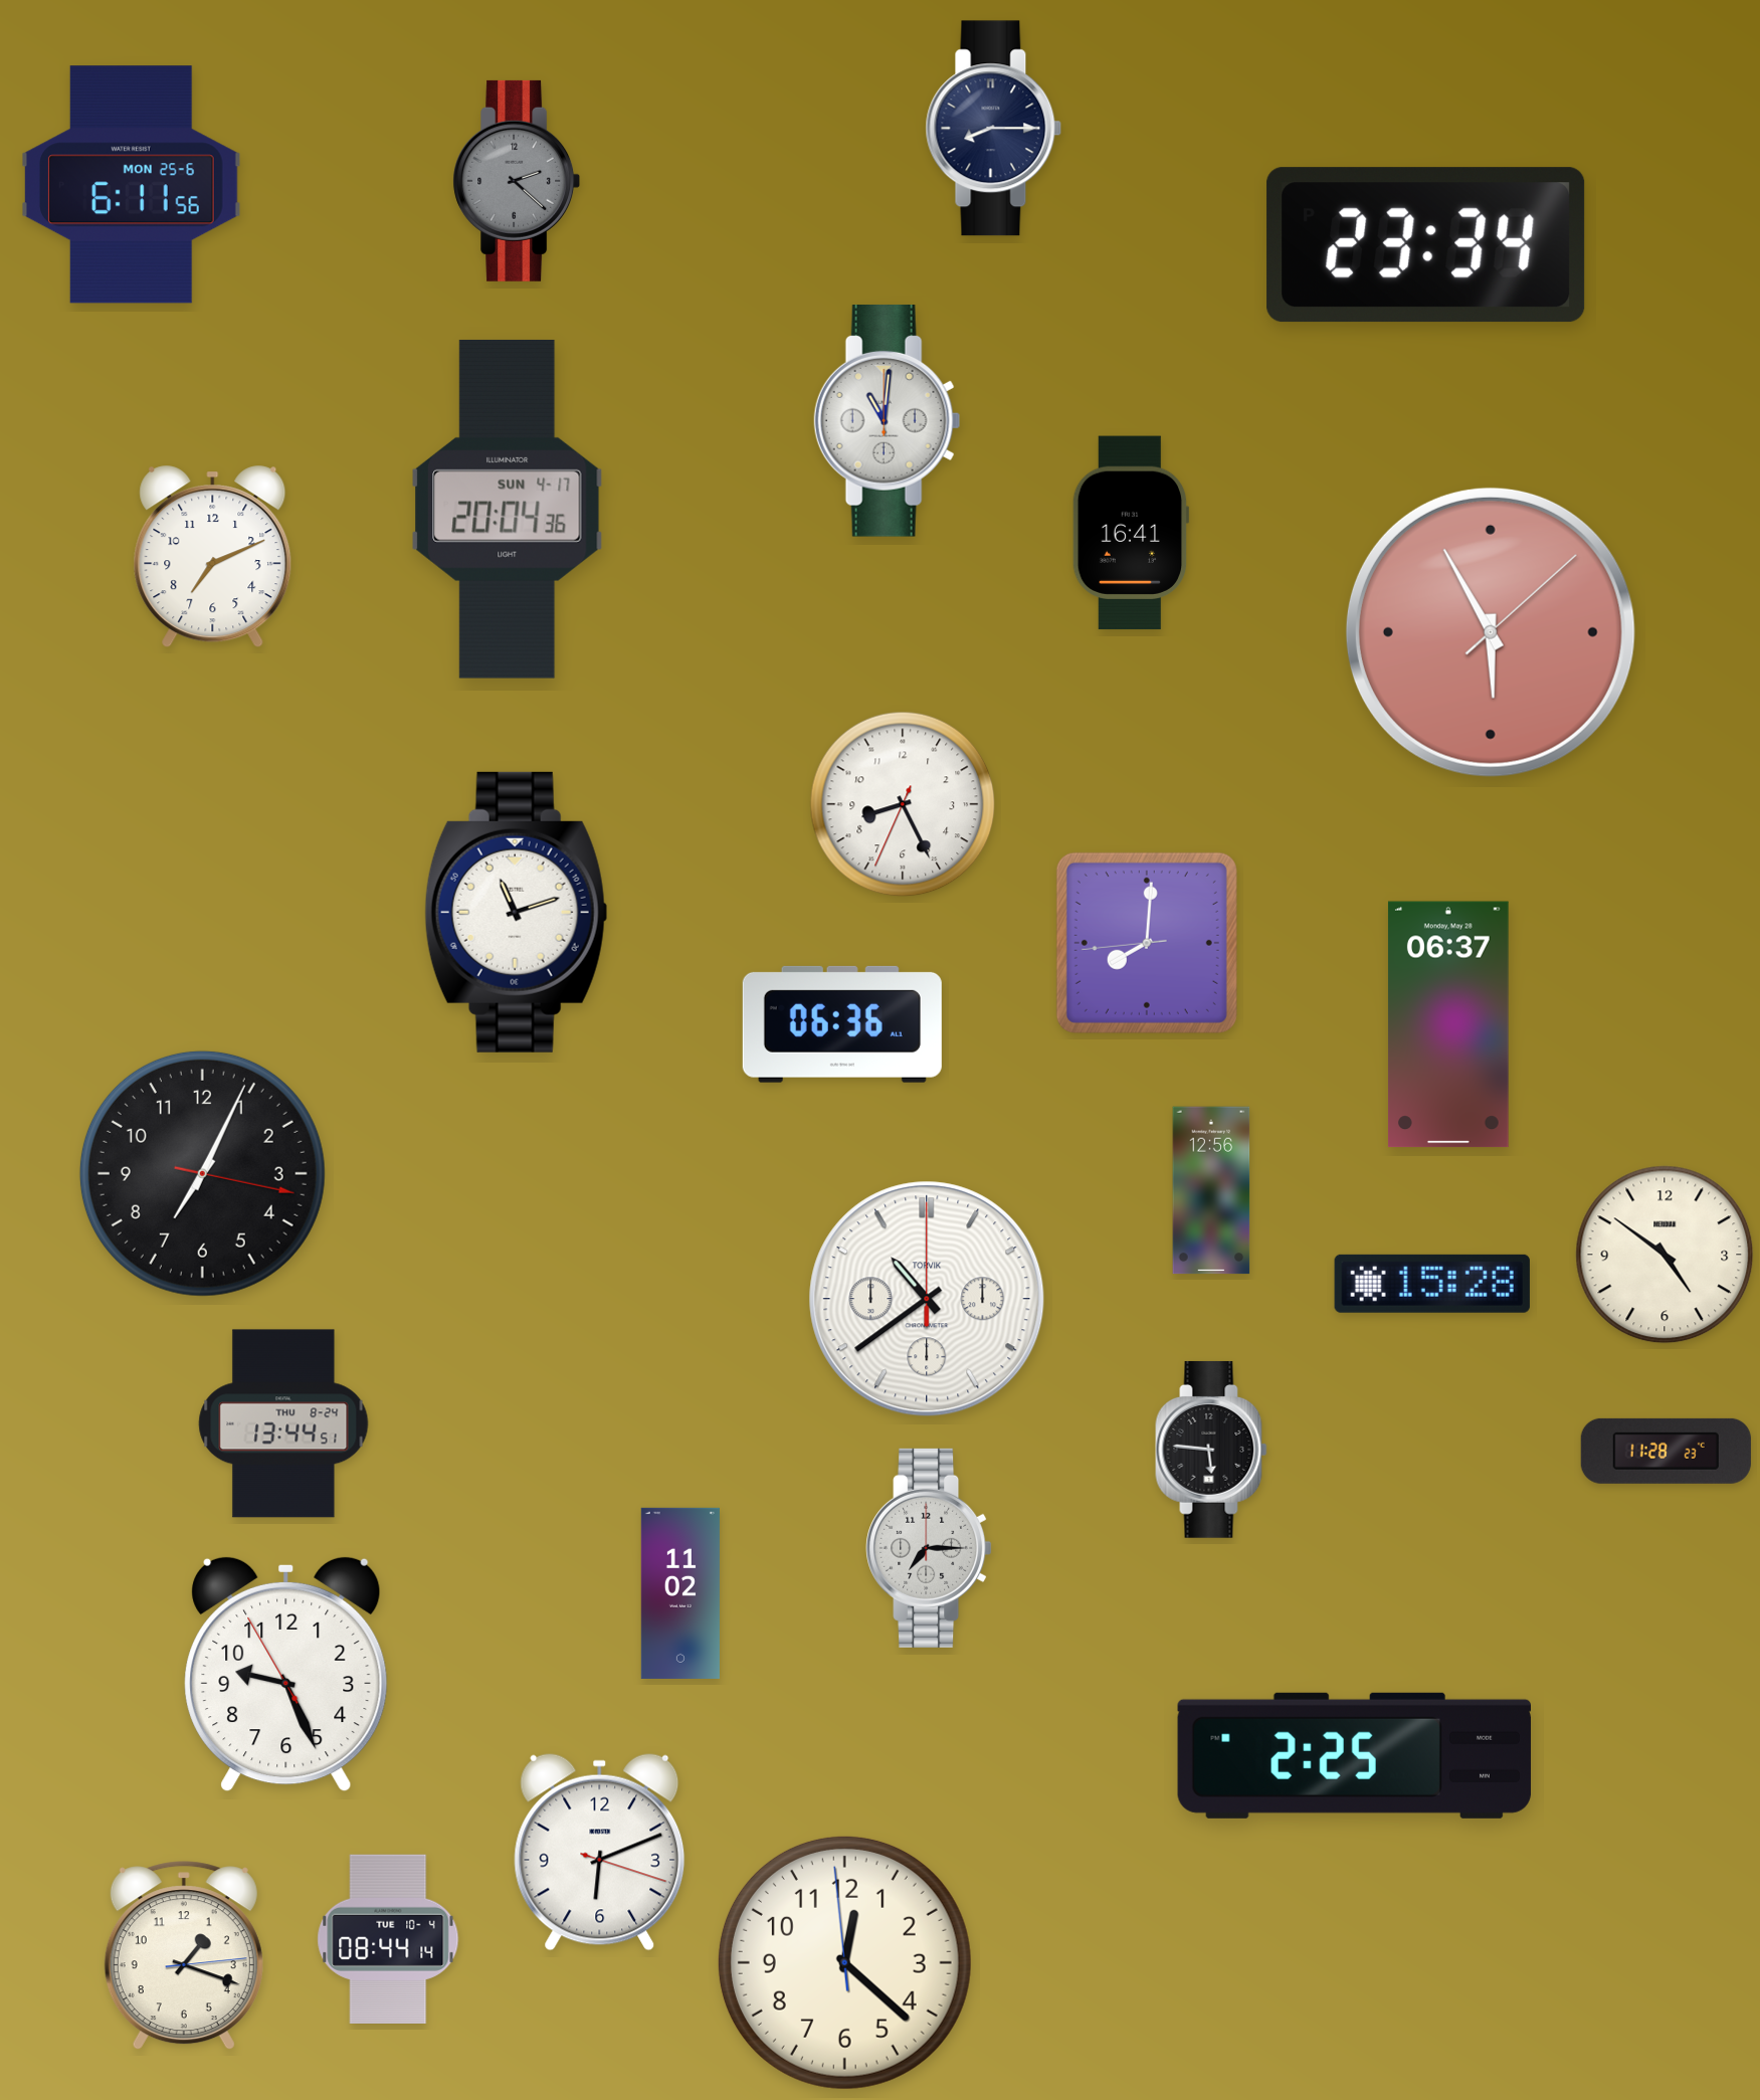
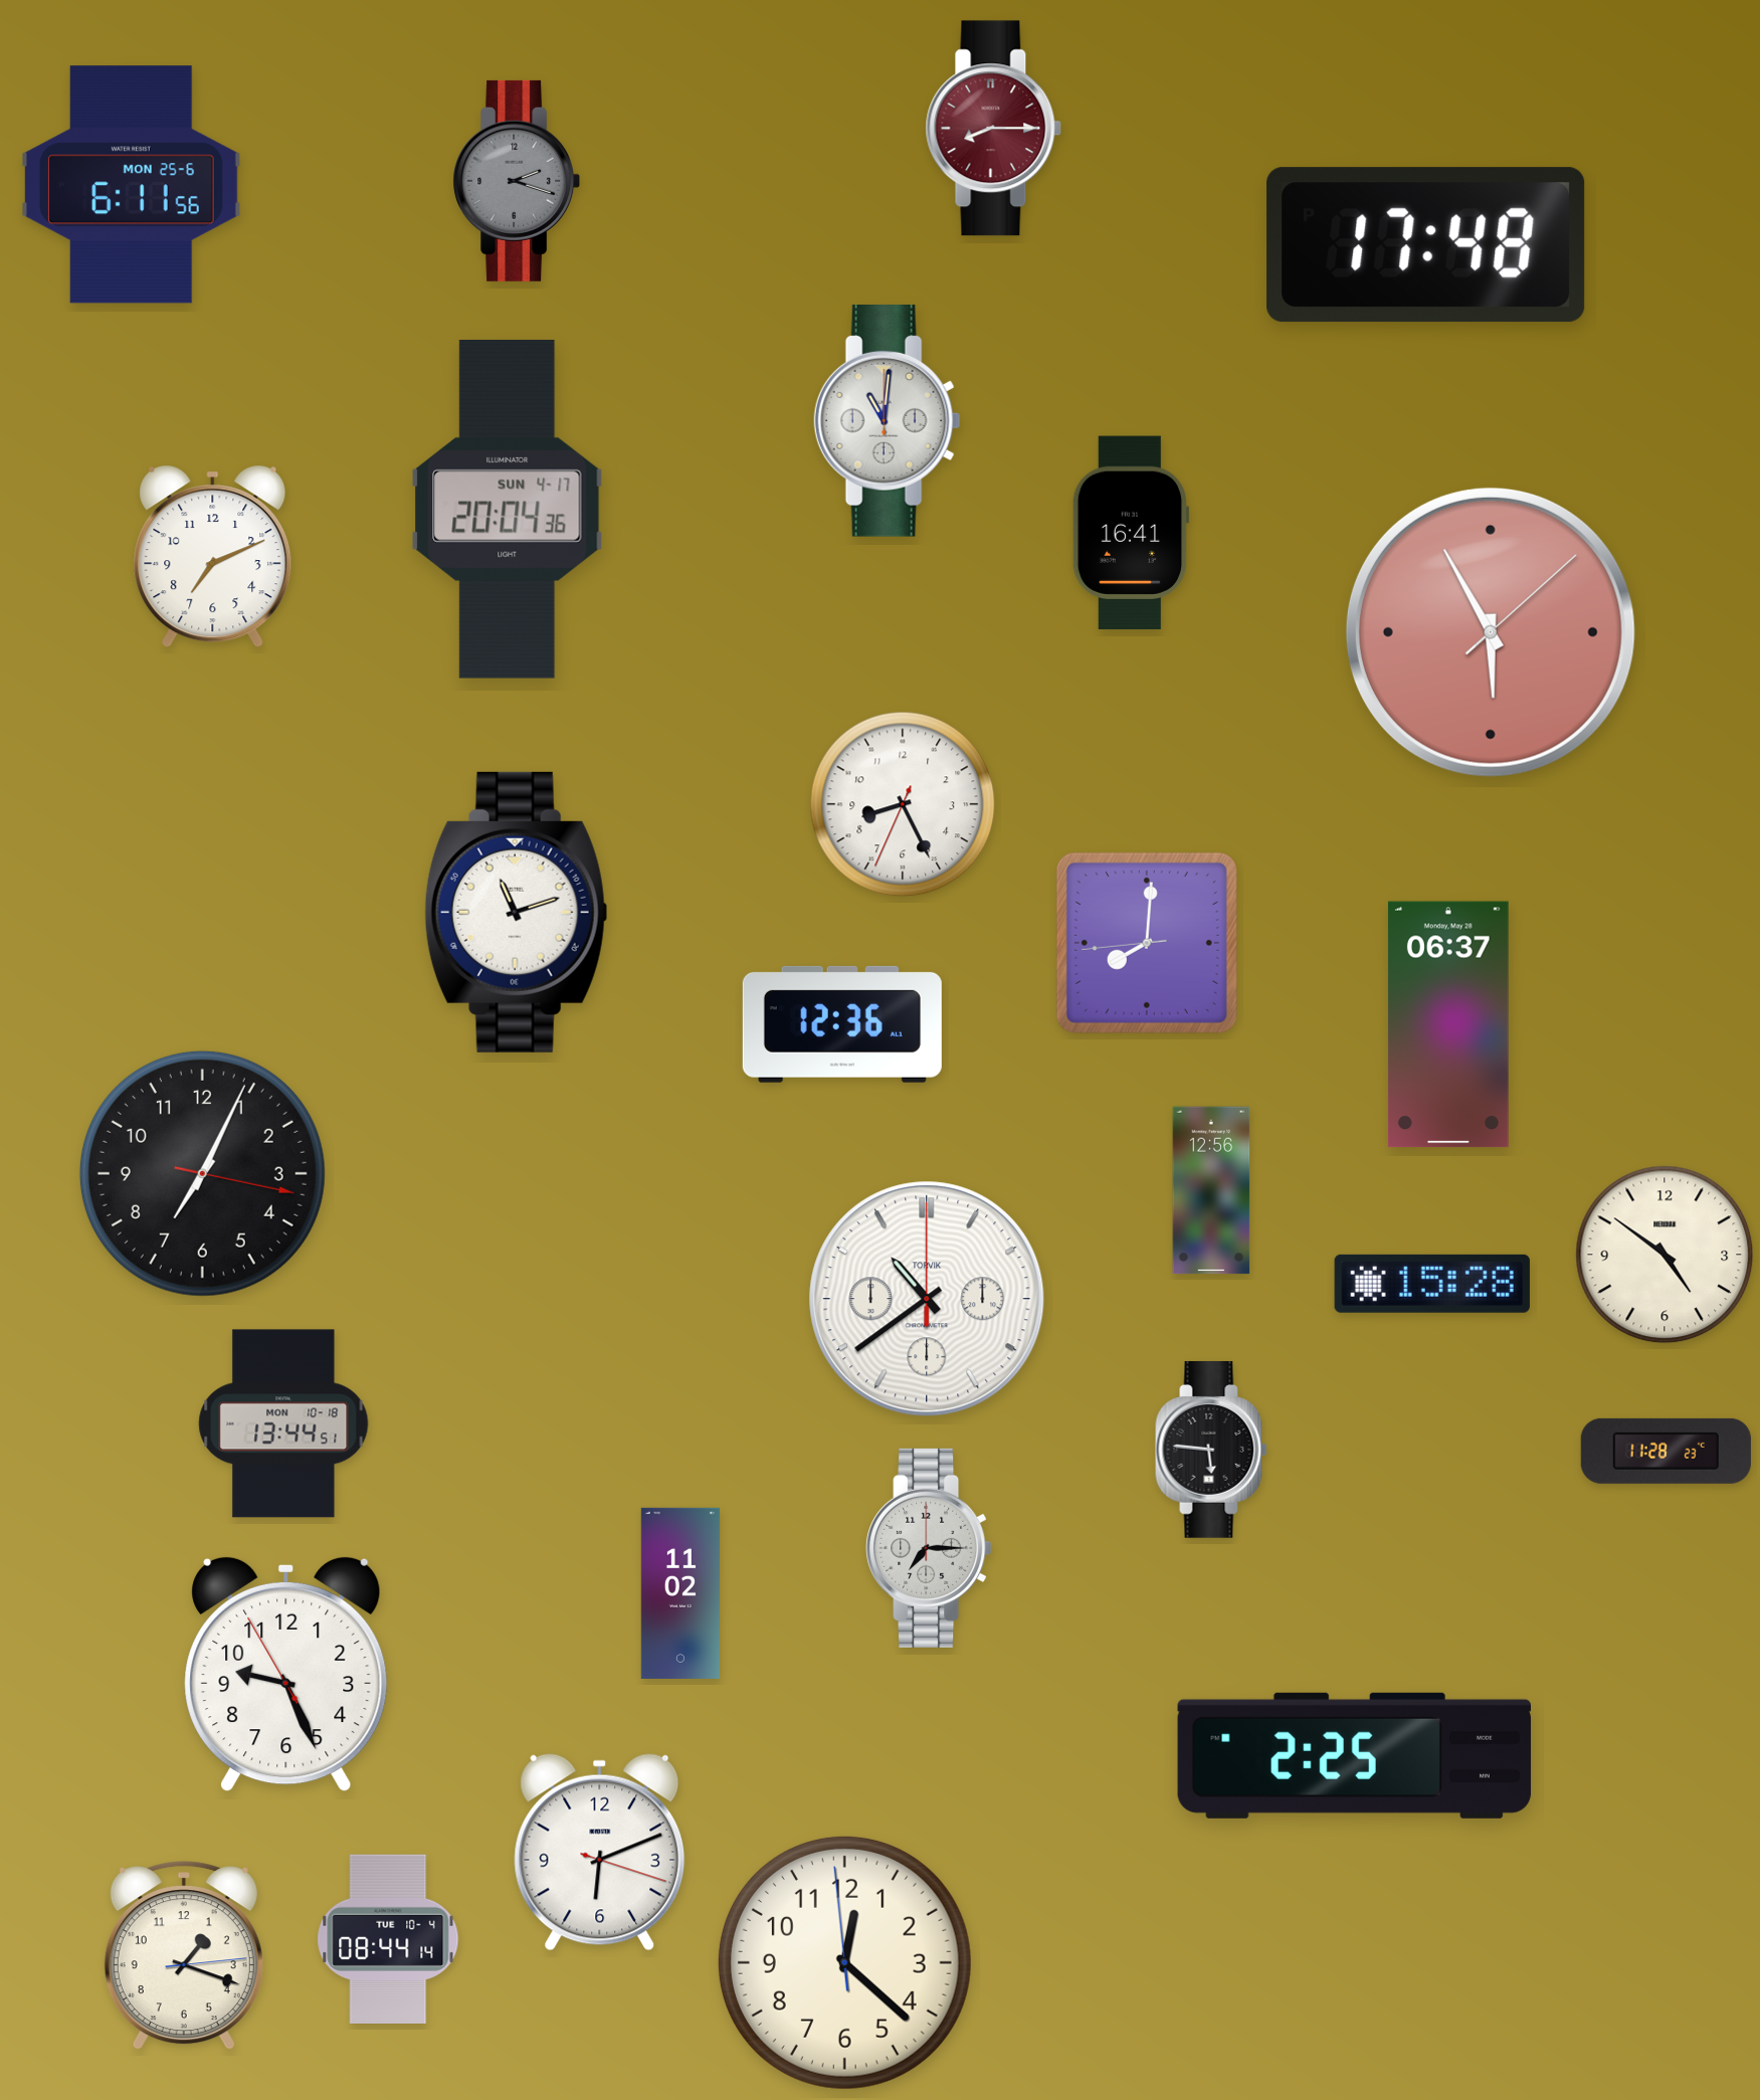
clock at (994, 129) dial: navy -> burgundy
clock at (517, 181): 2:22 -> 2:18
clock at (1426, 245): 23:34 -> 17:48
clock at (842, 1024): 06:36 -> 12:36
clock at (283, 1423) date: THU 8-24 -> MON 10-18
